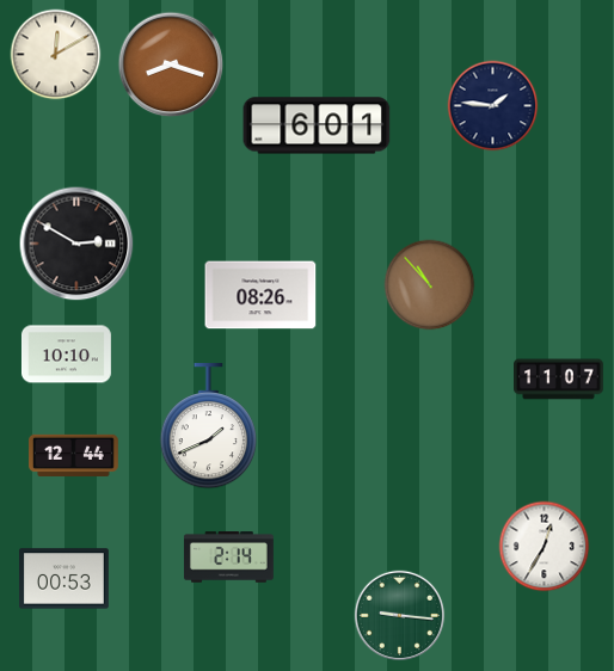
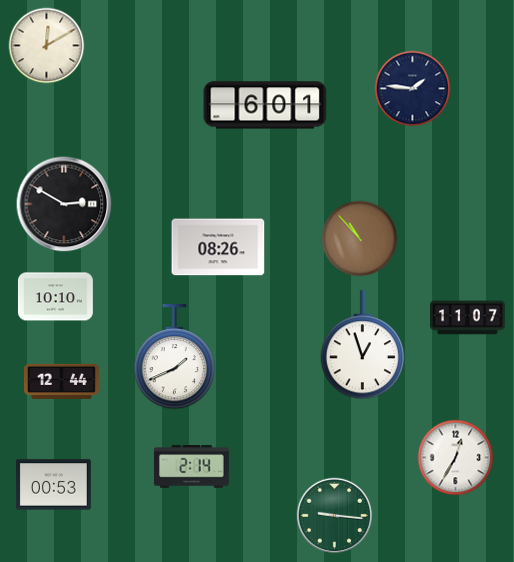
clock at (171, 64): 8:18 -> none
clock at (362, 345): none -> 12:57
